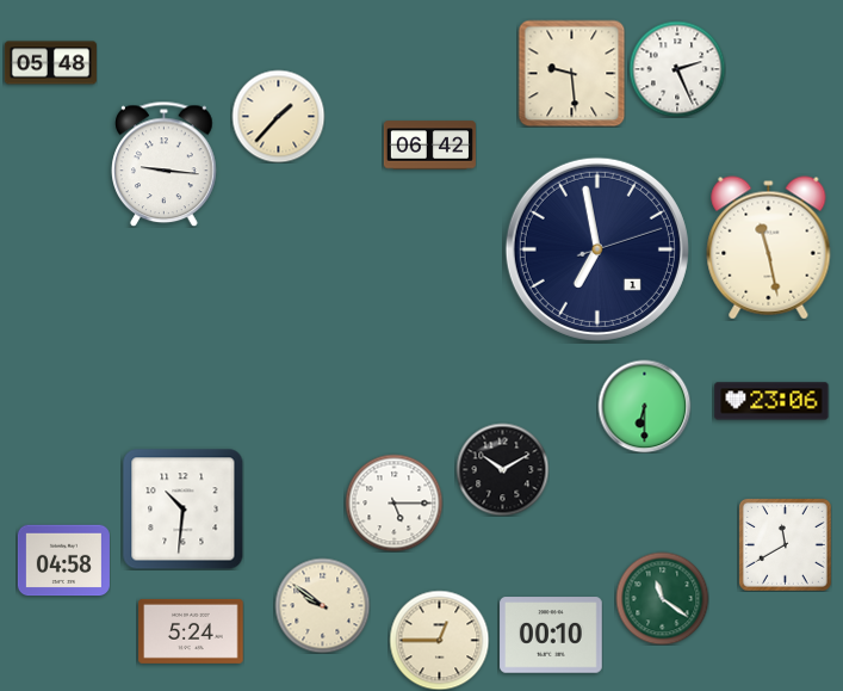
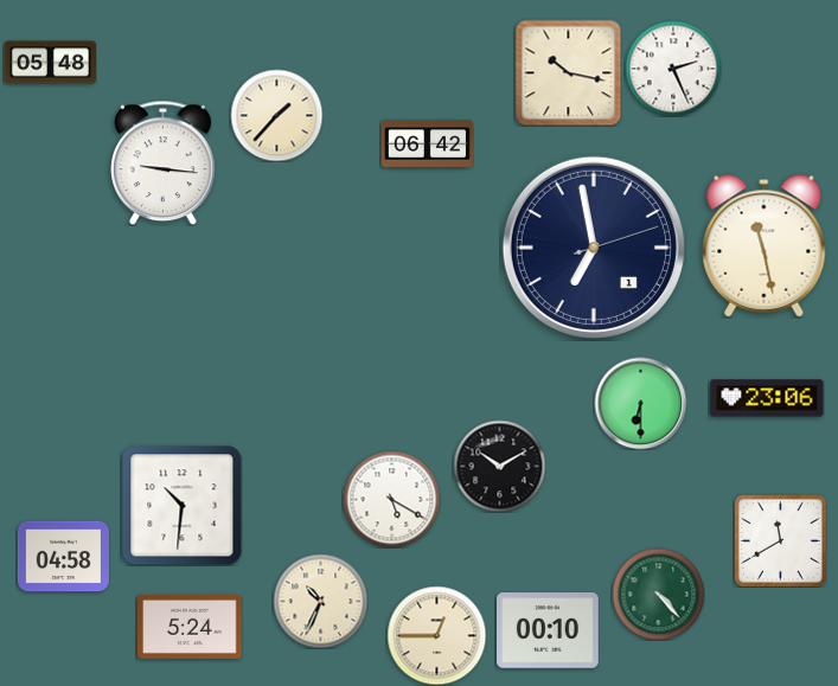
clock at (571, 73): 9:29 -> 10:17
clock at (393, 502): 5:15 -> 5:20
clock at (662, 598): 11:21 -> 4:23
clock at (322, 605): 9:51 -> 10:34
